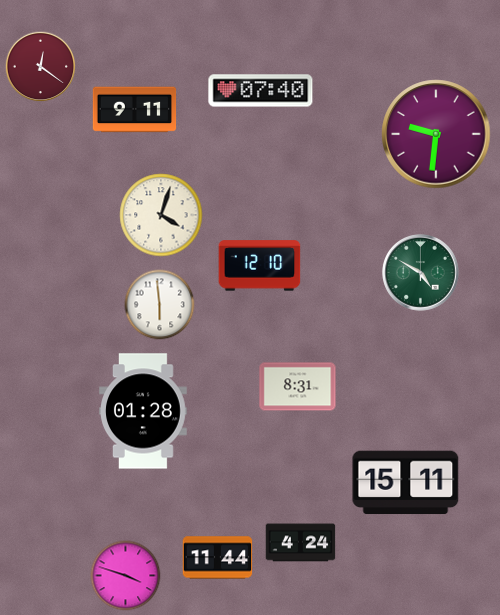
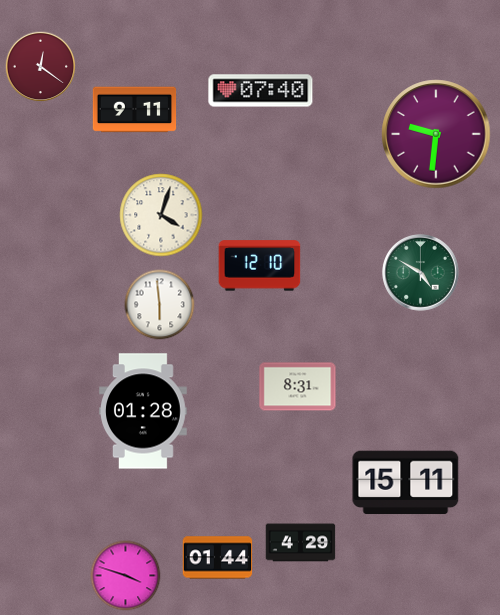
clock at (301, 543): 4:24 -> 4:29
clock at (218, 558): 11:44 -> 01:44
